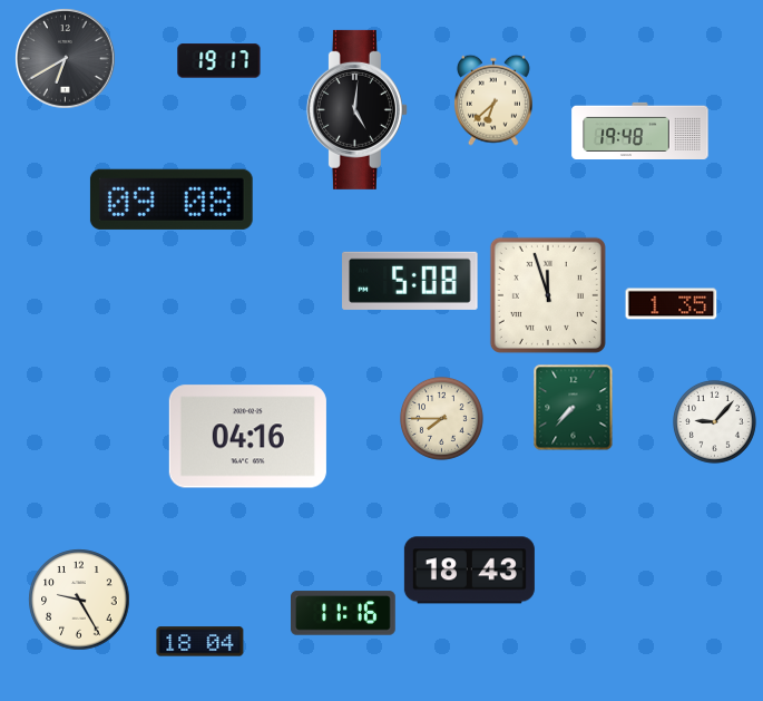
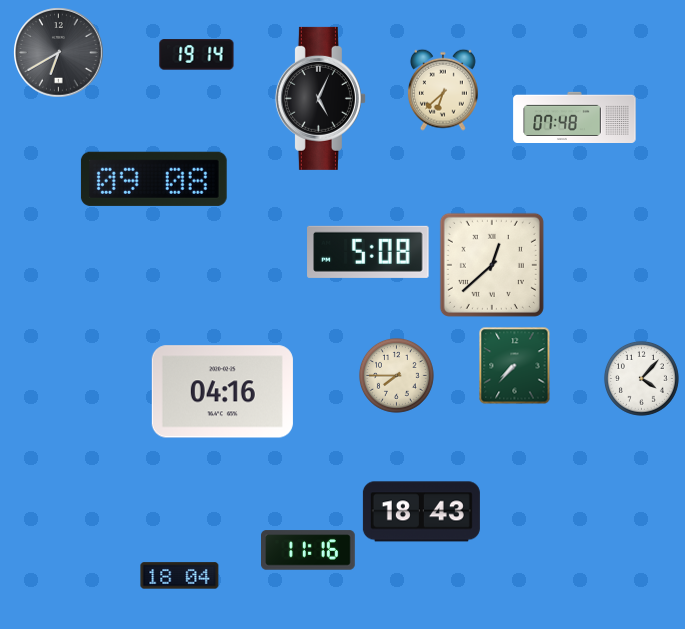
clock at (219, 61): 19:17 -> 19:14
clock at (356, 109): 5:01 -> 5:04
clock at (640, 130): 19:48 -> 07:48
clock at (548, 295): 11:57 -> 12:38
clock at (672, 304): 1:35 -> none
clock at (714, 421): 9:07 -> 4:07
clock at (79, 600): 9:25 -> none
